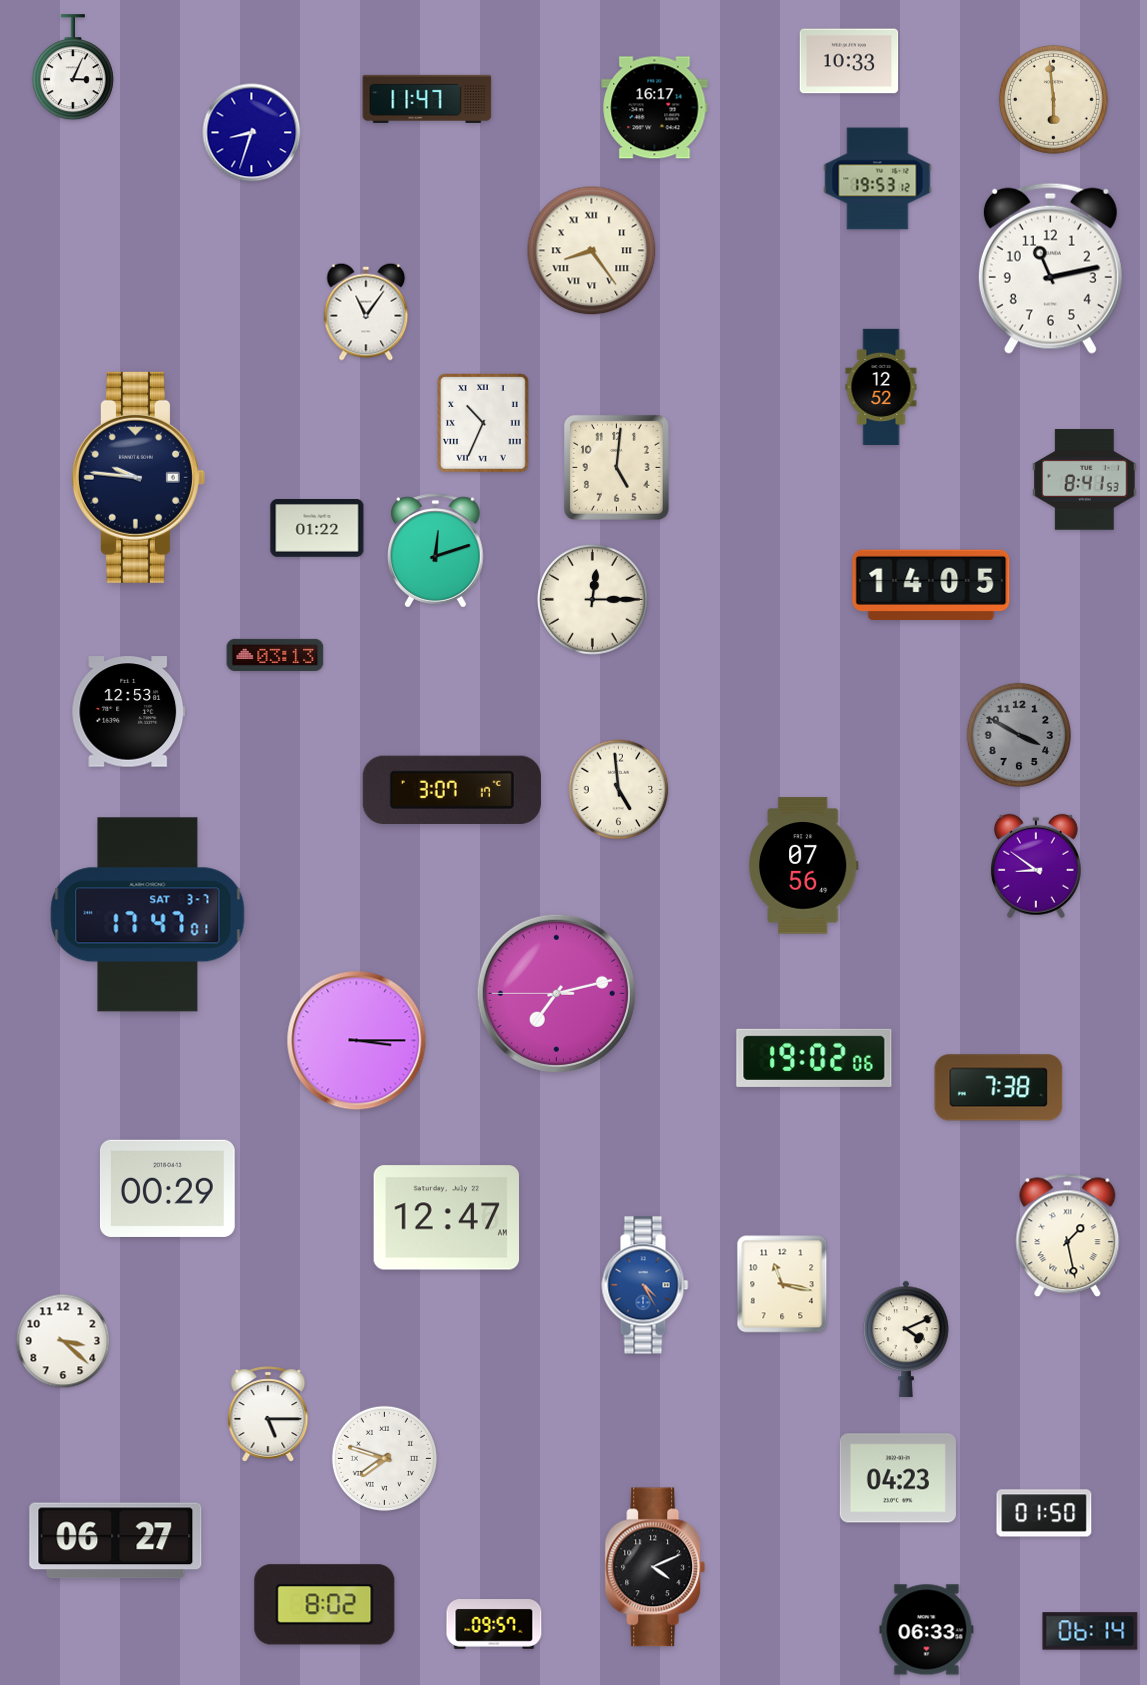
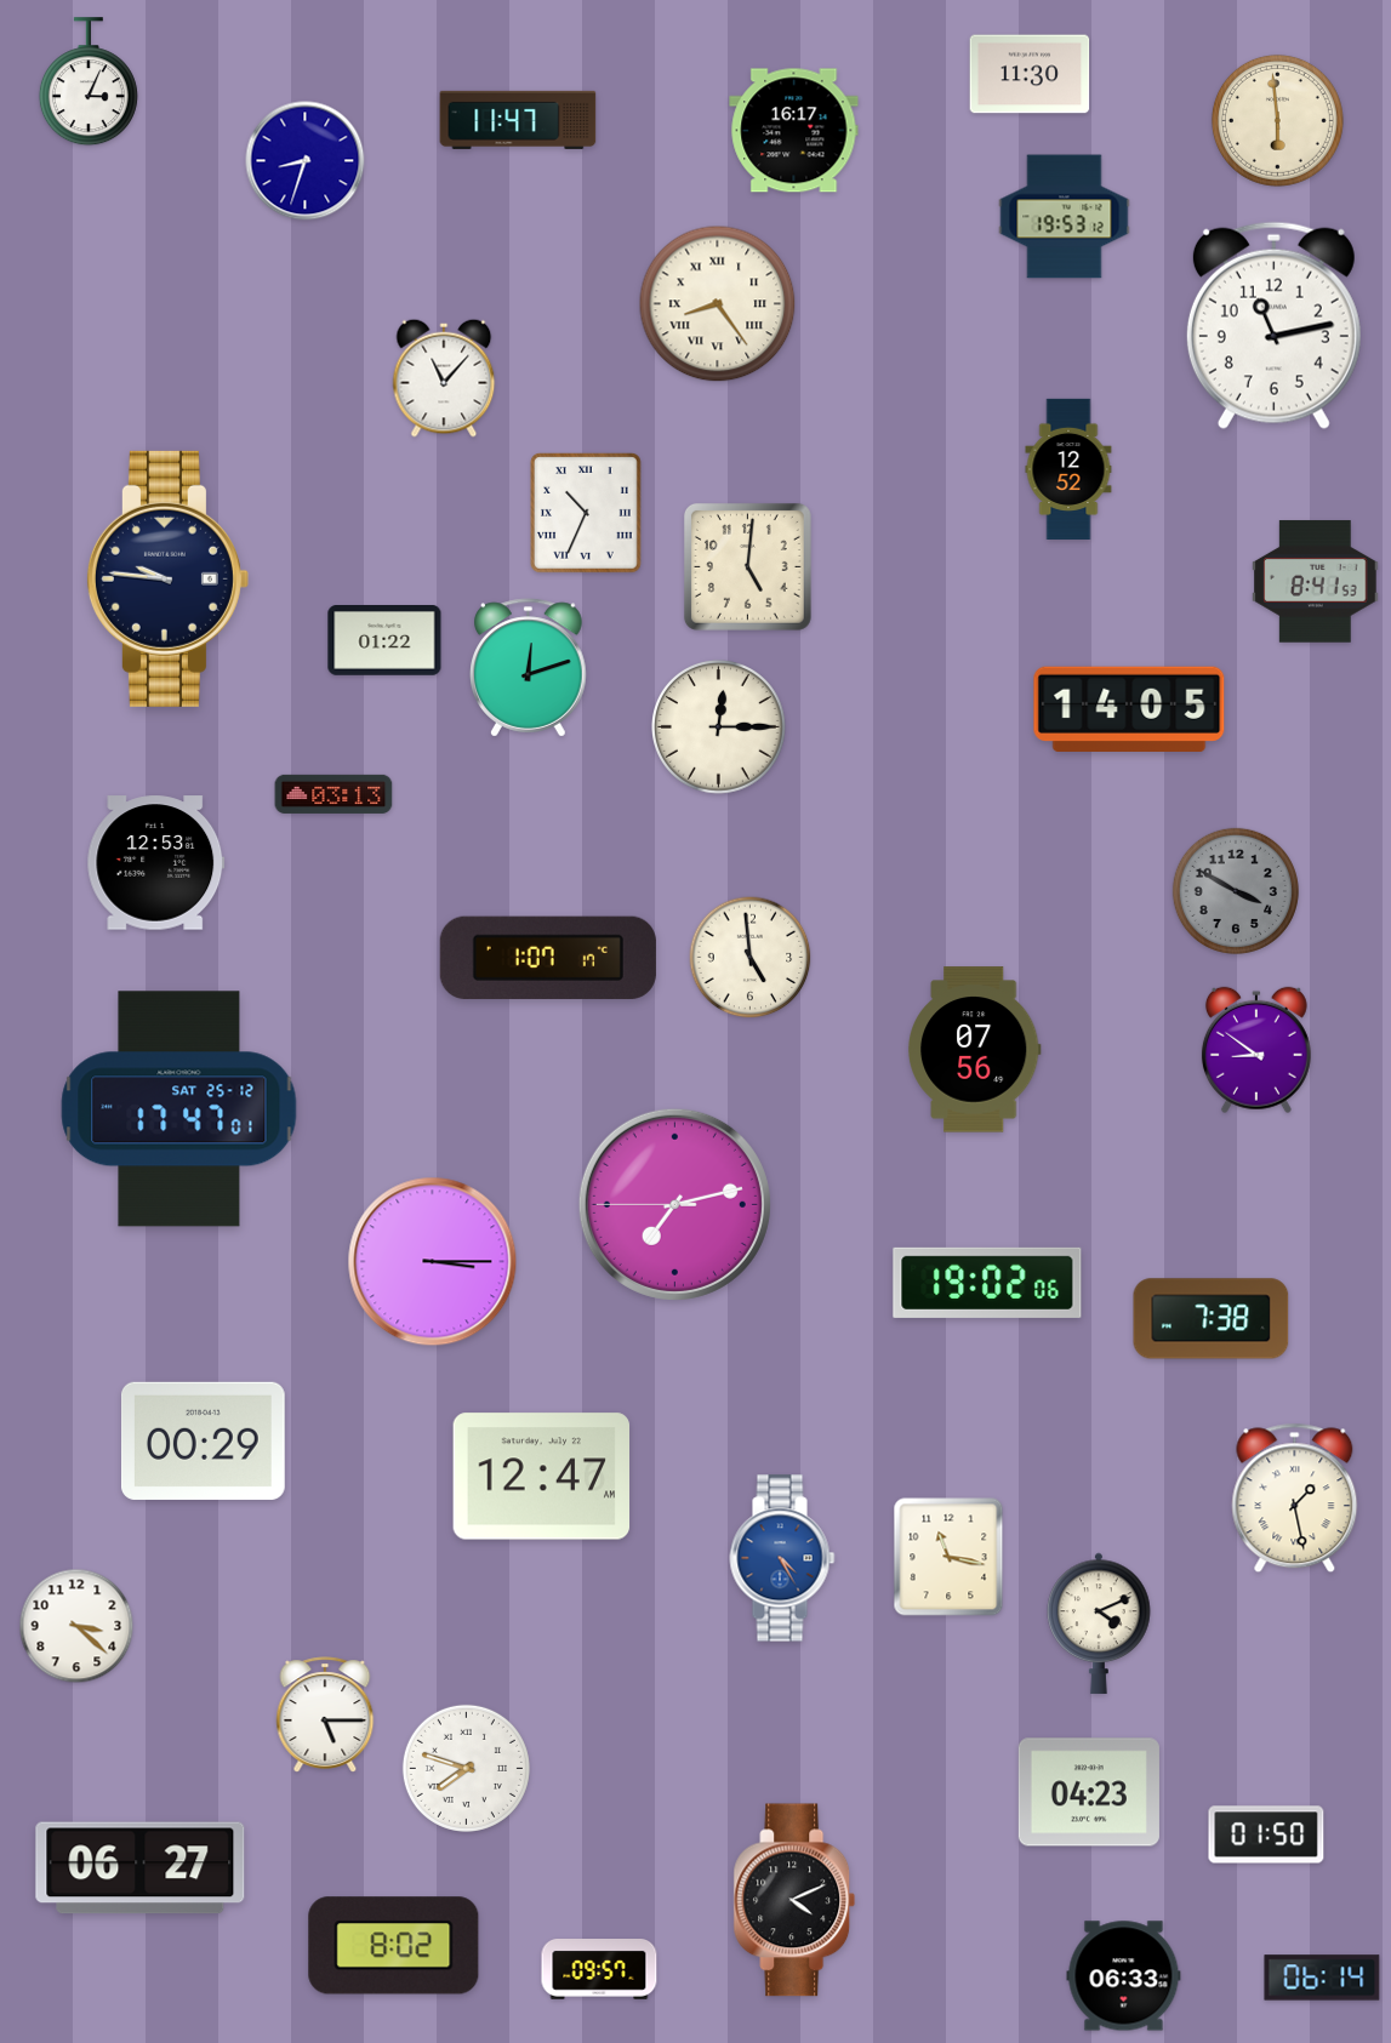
clock at (849, 61): 10:33 -> 11:30
clock at (366, 312): 11:06 -> 11:07
clock at (452, 790): 3:07 -> 1:07
clock at (148, 915) date: SAT 3-7 -> SAT 25-12
